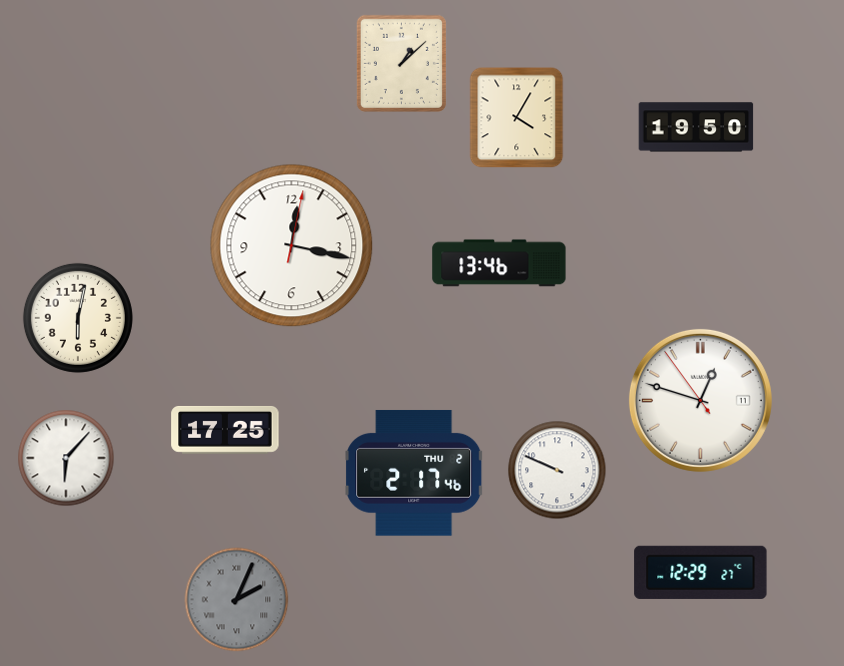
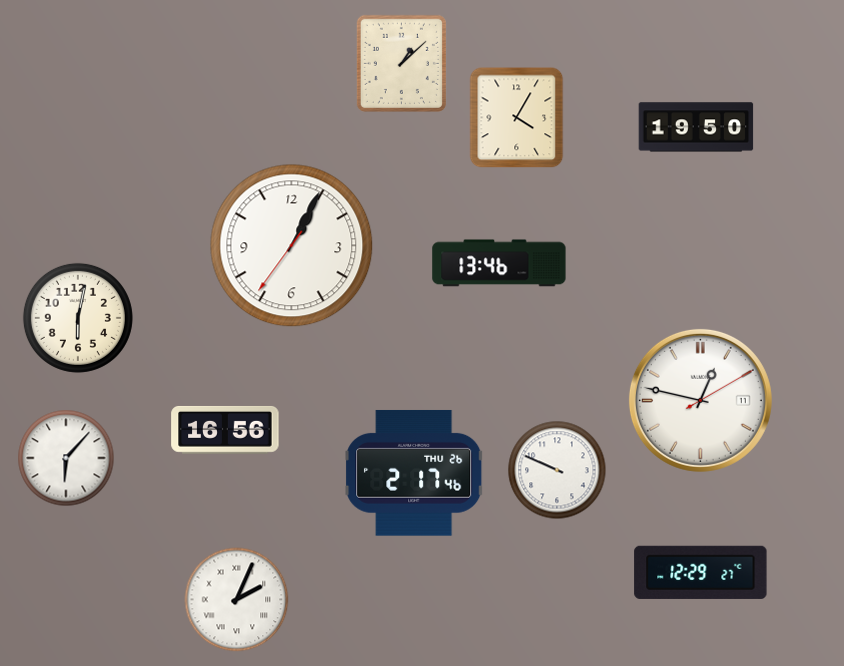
clock at (292, 246): 12:17 -> 1:04
clock at (700, 400): 12:47:54 -> 12:47:10
clock at (225, 430): 17:25 -> 16:56
clock at (414, 473) date: THU 2 -> THU 26
clock at (237, 600) dial: grey -> white
